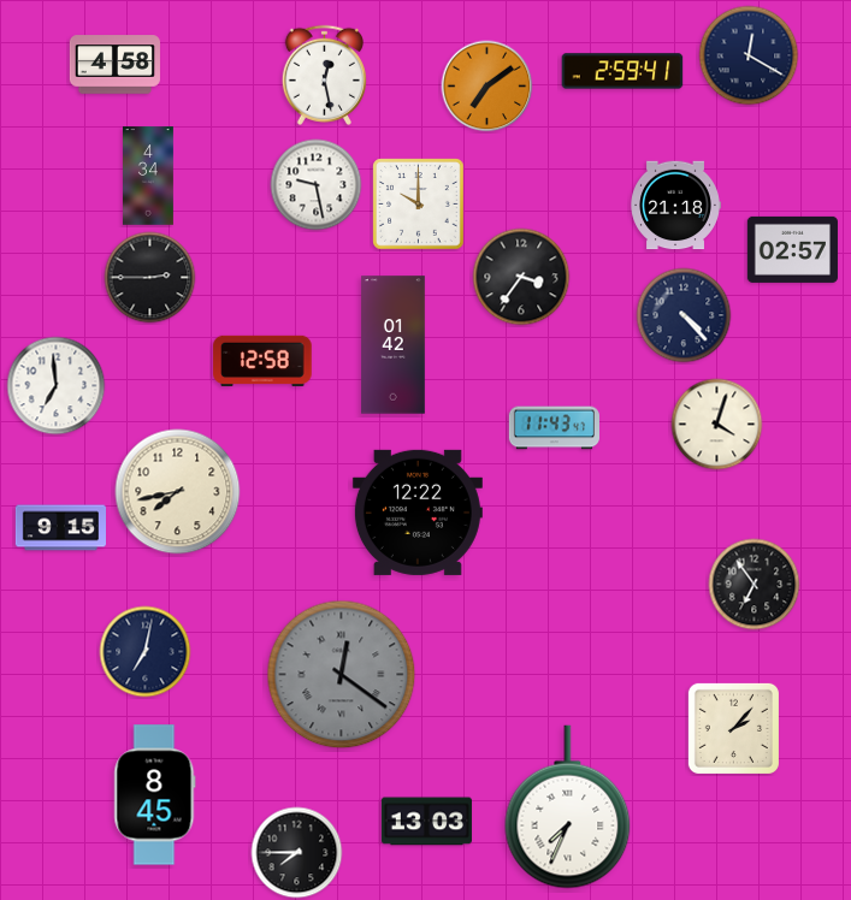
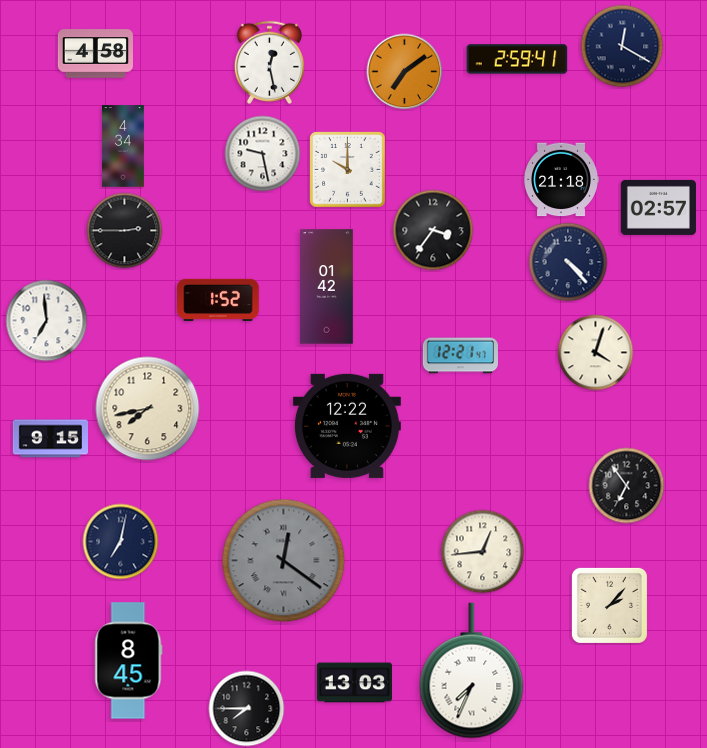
clock at (675, 206) position: (675, 206) -> (561, 180)
clock at (262, 360): 12:58 -> 1:52
clock at (554, 428): 11:43 -> 12:21
clock at (483, 552): none -> 12:44
